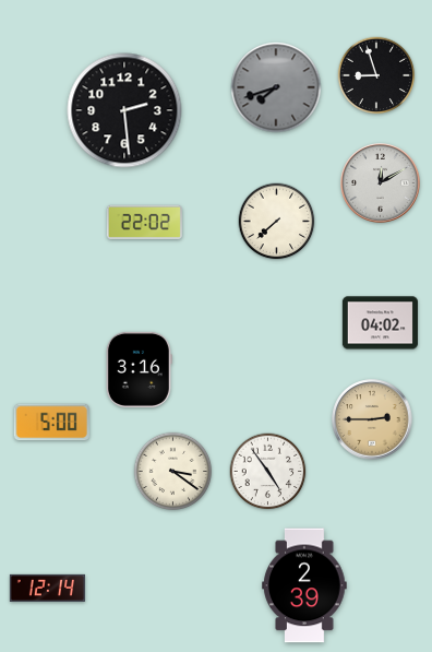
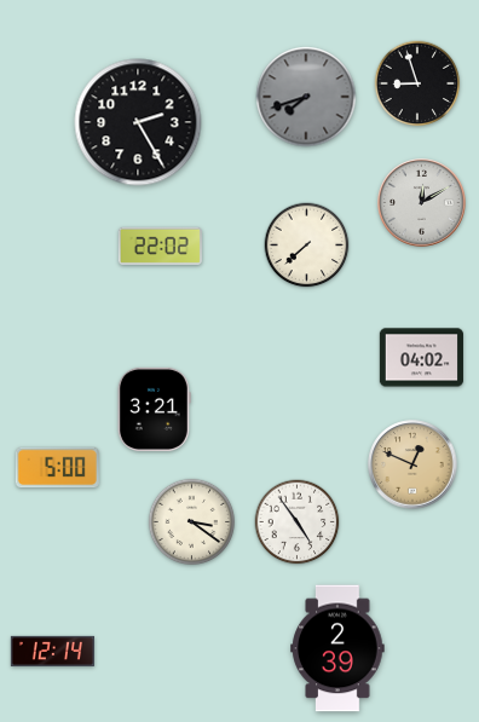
clock at (124, 110): 2:29 -> 2:25
clock at (139, 369): 3:16 -> 3:21
clock at (372, 419): 2:45 -> 12:49
